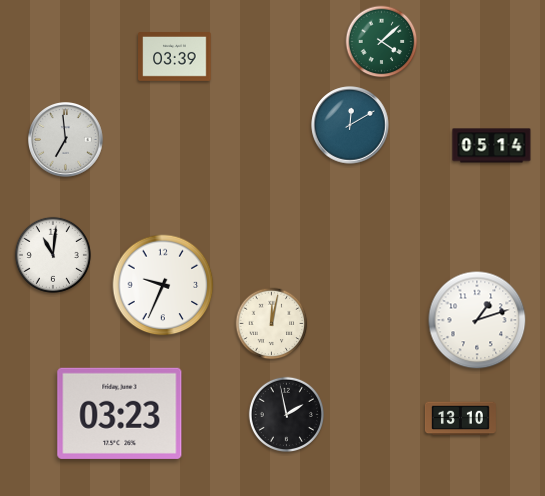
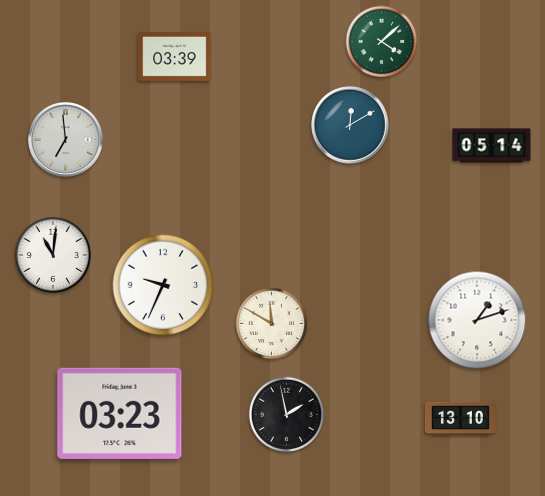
clock at (272, 324): 12:02 -> 11:50
